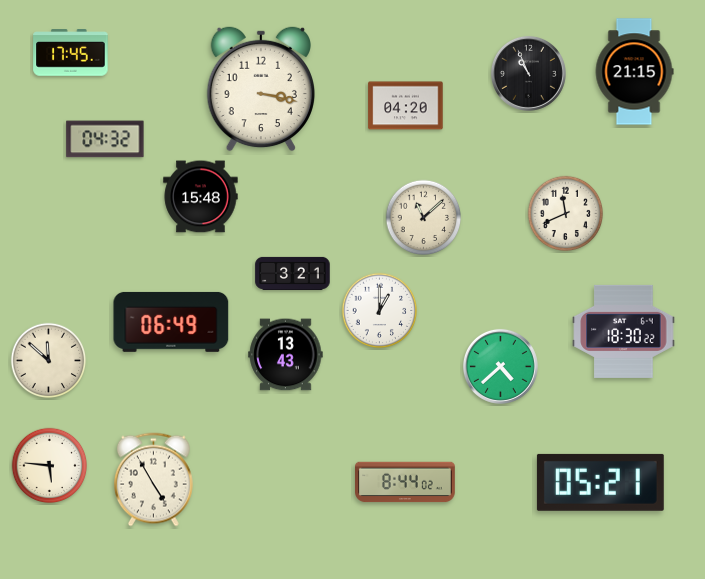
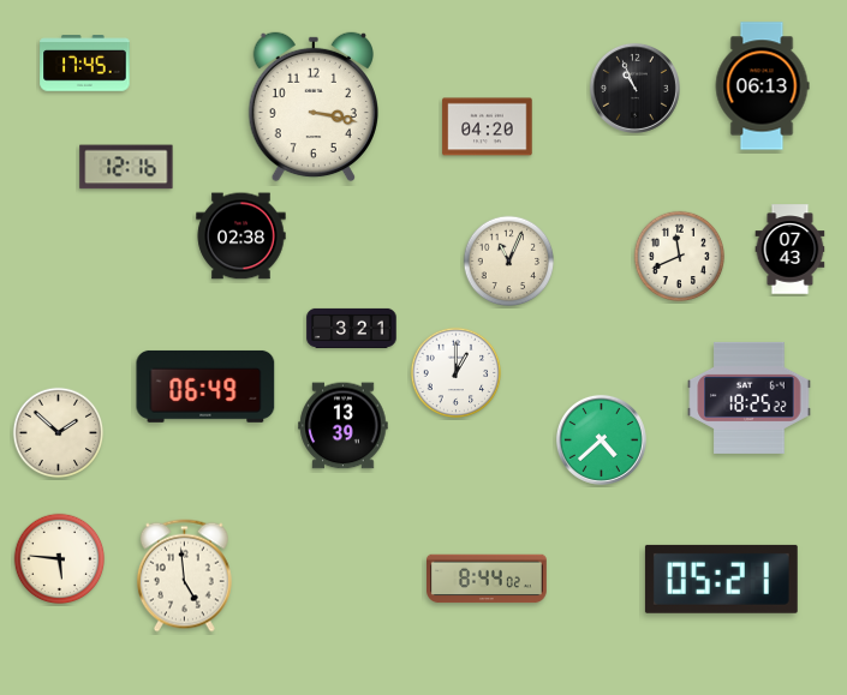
clock at (634, 72): 21:15 -> 06:13
clock at (105, 139): 04:32 -> 12:16
clock at (201, 197): 15:48 -> 02:38
clock at (791, 250): none -> 07:43
clock at (424, 218): 11:08 -> 11:04
clock at (624, 331): 18:30 -> 18:25
clock at (286, 355): 13:43 -> 13:39
clock at (49, 361): 11:52 -> 1:52
clock at (153, 480): 4:55 -> 4:59
